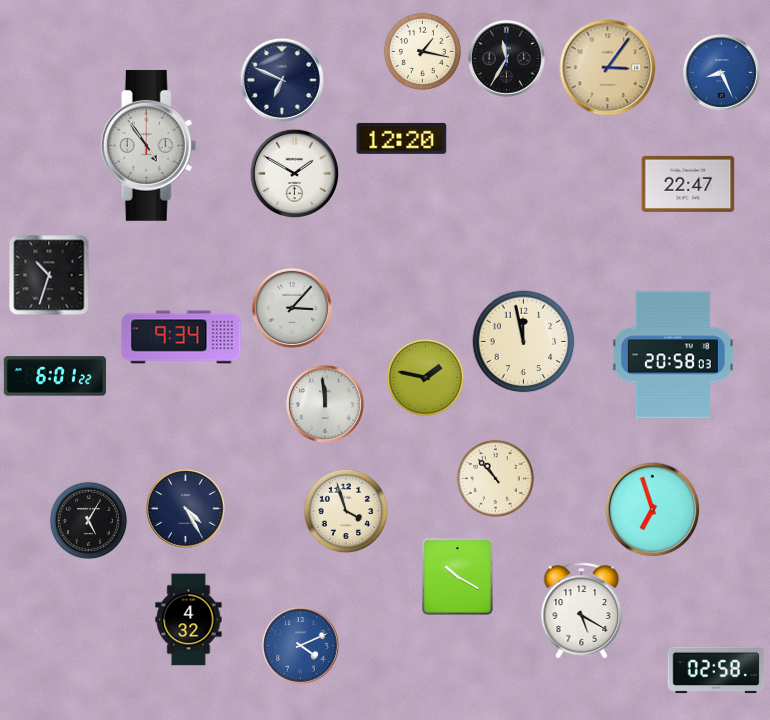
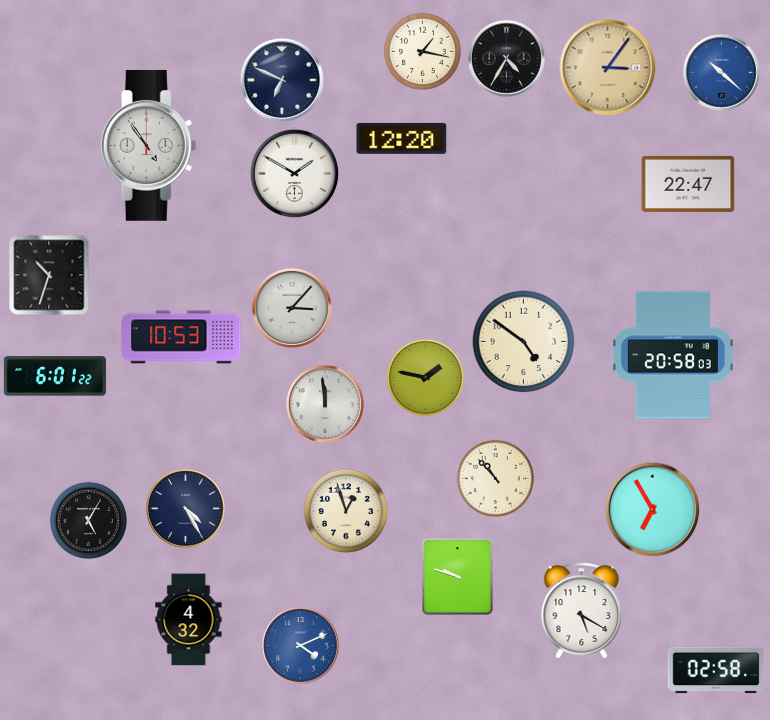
clock at (507, 59): 11:35 -> 4:35
clock at (722, 73): 8:26 -> 10:22
clock at (181, 337): 9:34 -> 10:53
clock at (524, 342): 11:58 -> 4:51
clock at (652, 509): 6:57 -> 6:55
clock at (345, 510): 3:57 -> 12:57
clock at (458, 577): 10:20 -> 9:48
